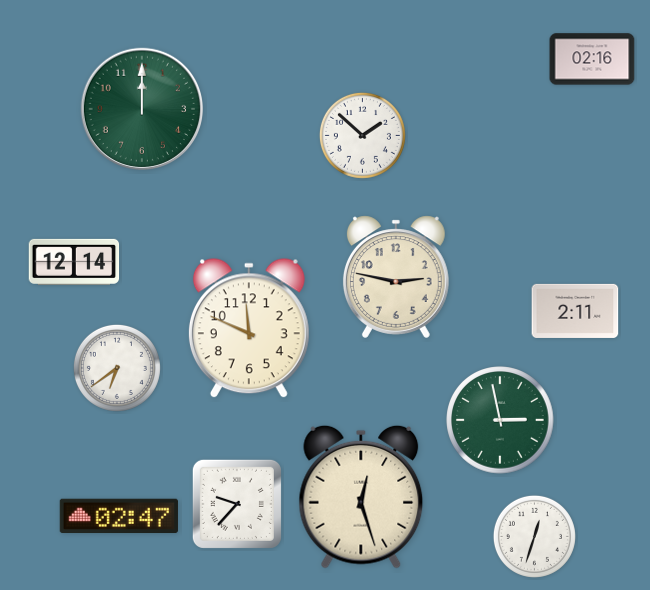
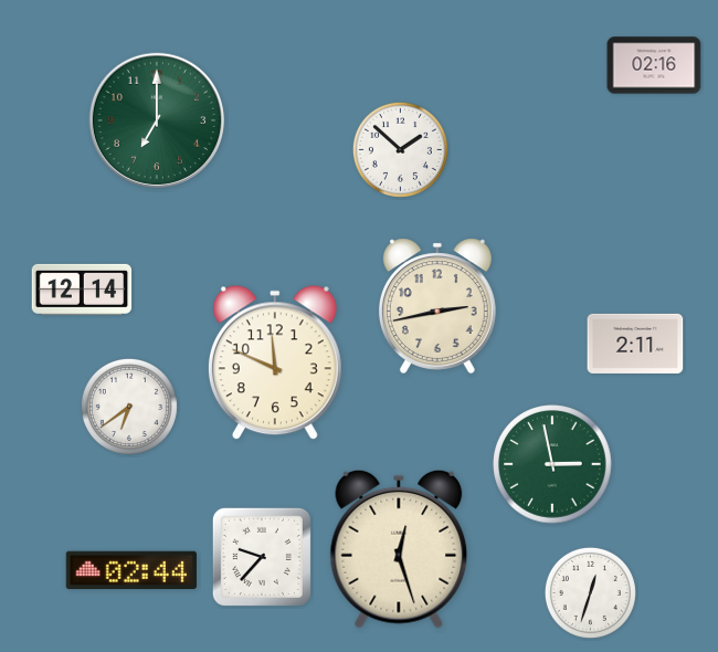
clock at (141, 108): 12:00 -> 7:00
clock at (396, 277): 2:47 -> 2:43
clock at (119, 516): 02:47 -> 02:44
